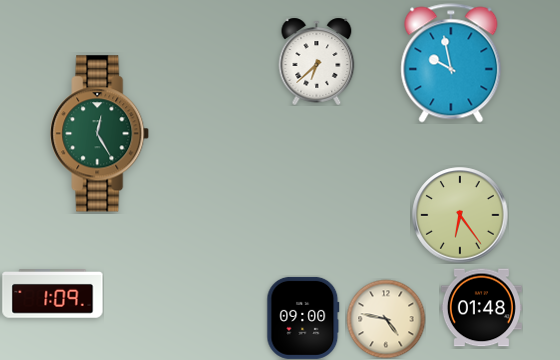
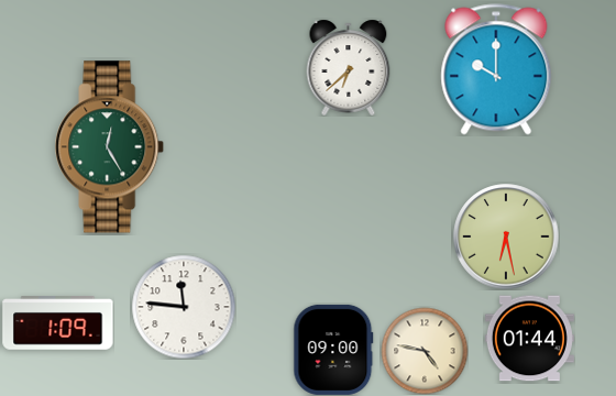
clock at (451, 63): 9:58 -> 10:00
clock at (460, 215): 6:24 -> 6:28
clock at (184, 307): none -> 11:46
clock at (481, 308): 01:48 -> 01:44
